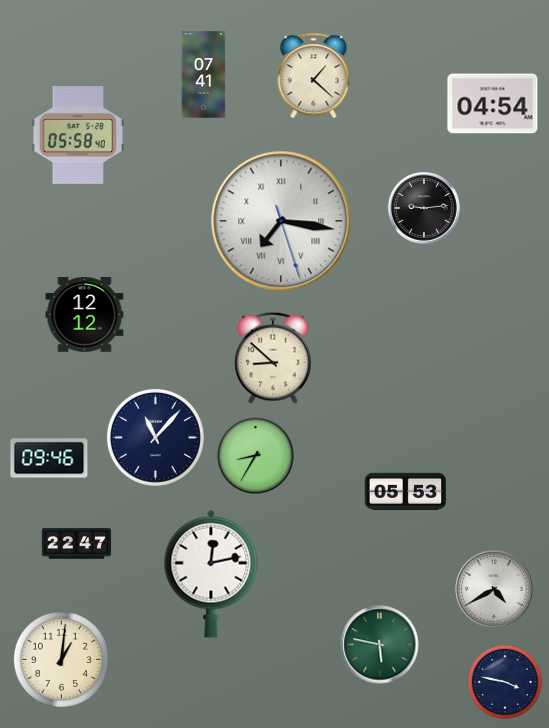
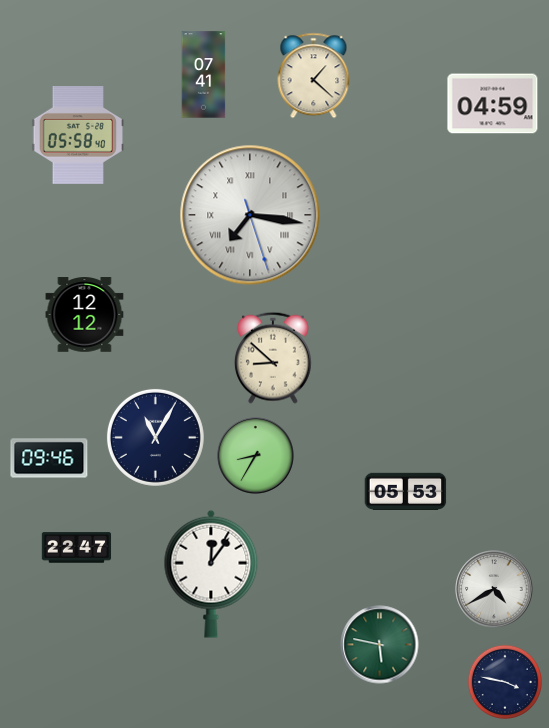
clock at (493, 104): 04:54 -> 04:59
clock at (424, 208): 9:14 -> none
clock at (281, 221) position: (281, 221) -> (250, 215)
clock at (155, 437): 11:07 -> 11:05
clock at (77, 544) position: (77, 544) -> (77, 548)
clock at (211, 574): 12:13 -> 12:06
clock at (61, 659): 1:01 -> none
